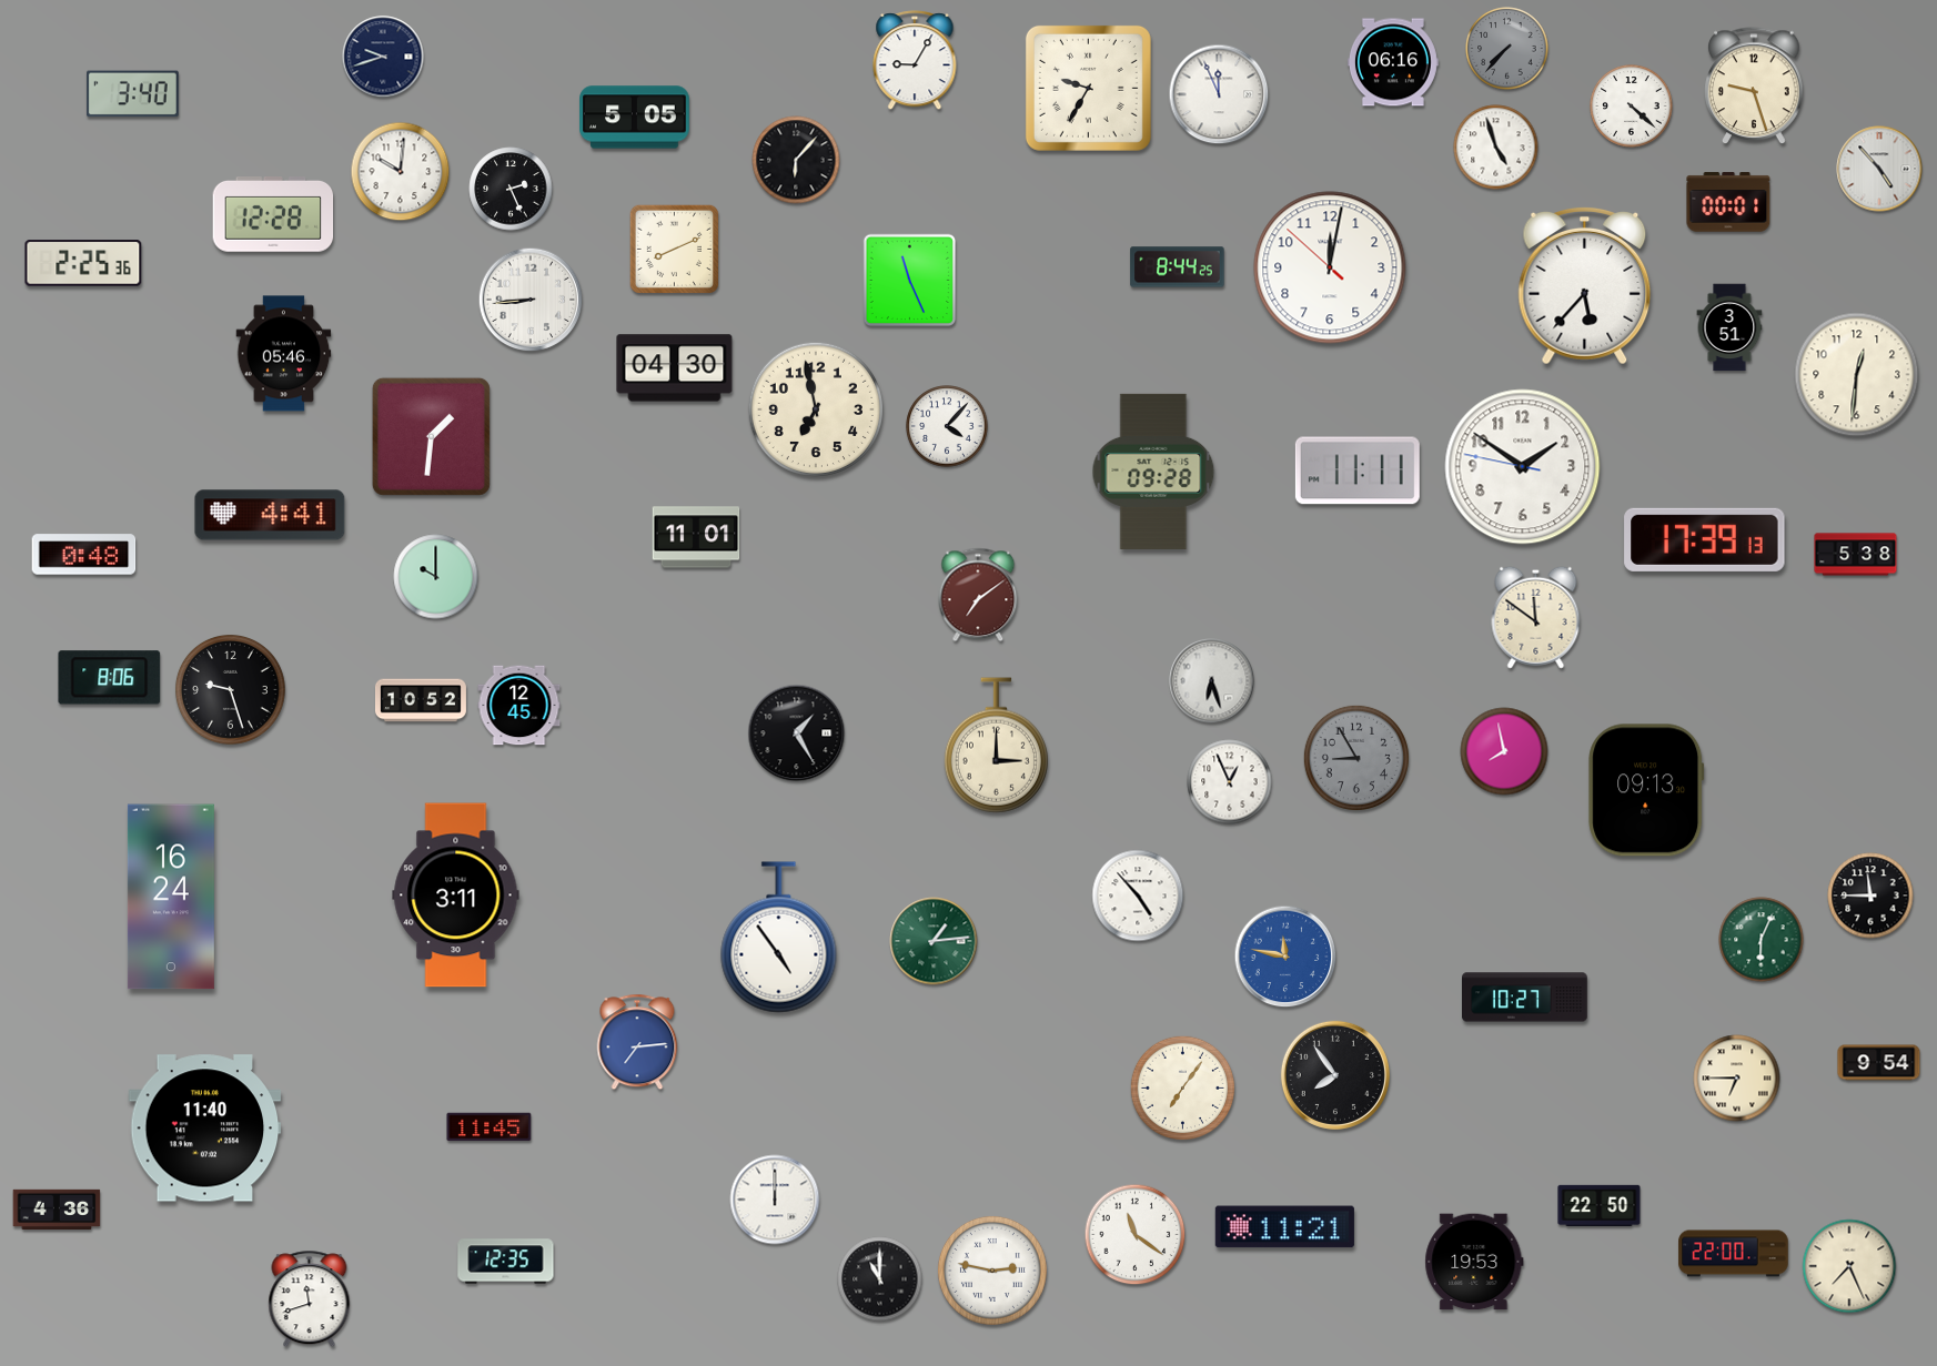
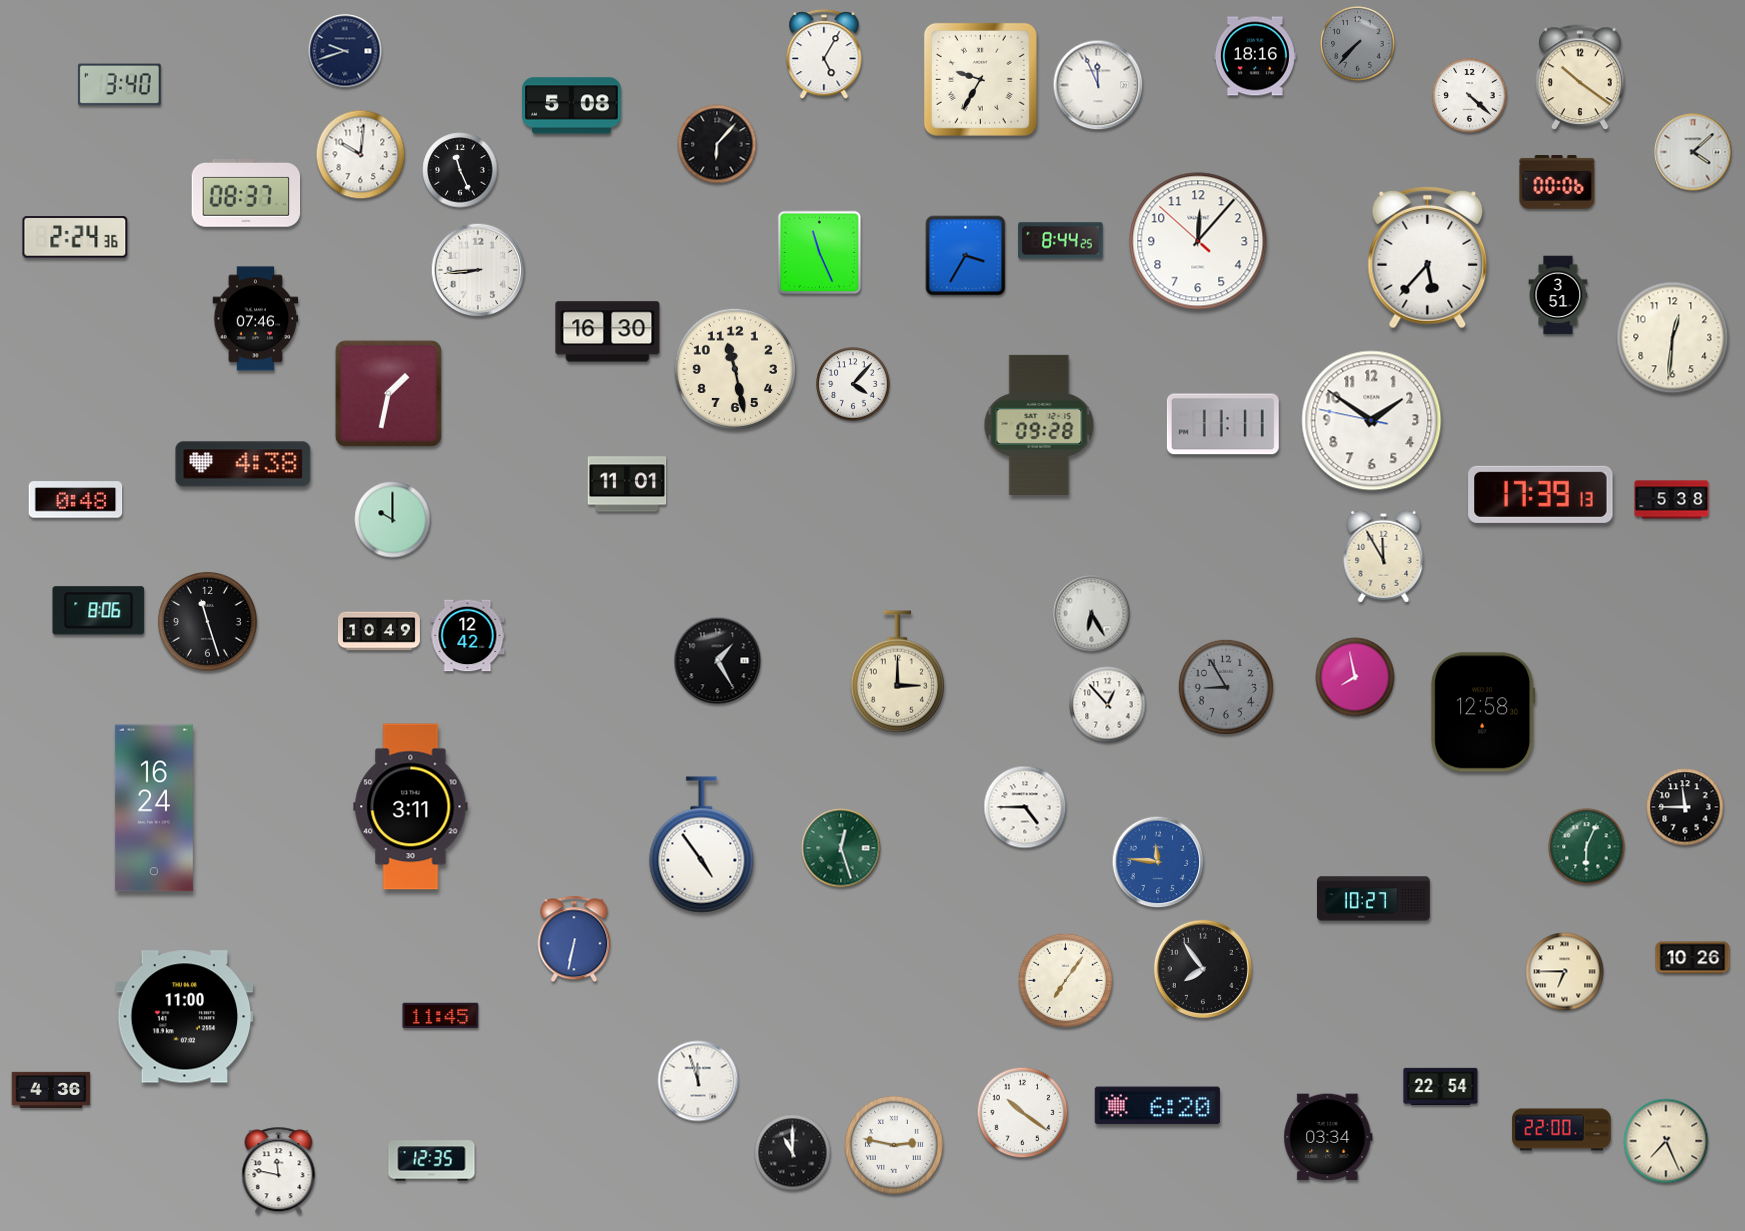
clock at (915, 61): 9:05 -> 5:05
clock at (1393, 62): 06:16 -> 18:16
clock at (1754, 87): 9:27 -> 10:21
clock at (635, 118): 5:05 -> 5:08
clock at (1496, 148): 4:57 -> none
clock at (1879, 169): 4:53 -> 4:08
clock at (511, 189): 2:26 -> 11:26
clock at (1728, 202): 00:01 -> 00:06
clock at (273, 215): 12:28 -> 08:37
clock at (674, 249): 8:11 -> none
clock at (83, 263): 2:25 -> 2:24
clock at (1330, 267): 12:01 -> 12:06
clock at (966, 256): none -> 3:35
clock at (284, 354): 05:46 -> 07:46
clock at (675, 368): 04:30 -> 16:30
clock at (816, 409): 6:58 -> 11:28
clock at (431, 436): 1:31 -> 1:32
clock at (270, 515): 4:41 -> 4:38
clock at (1705, 539) position: (1705, 539) -> (1541, 494)
clock at (978, 595): 7:09 -> none
clock at (1536, 617): 11:51 -> 11:55
clock at (1212, 681): 6:27 -> 6:25
clock at (230, 689): 9:27 -> 11:27
clock at (421, 700): 10:52 -> 10:49
clock at (519, 706): 12:45 -> 12:42
clock at (1356, 758) position: (1356, 758) -> (1226, 687)
clock at (1230, 782): 12:56 -> 12:53
clock at (1646, 790): 09:13 -> 12:58
clock at (1138, 896): 4:53 -> 4:45
clock at (934, 941): 1:14 -> 12:27
clock at (1285, 957): 11:47 -> 11:46
clock at (637, 1042): 7:14 -> 6:32
clock at (1879, 1063): 9:54 -> 10:26
clock at (205, 1129): 11:40 -> 11:00
clock at (775, 1200): 12:00 -> 11:57
clock at (1600, 1205): 22:50 -> 22:54
clock at (1284, 1227): 11:21 -> 6:20
clock at (1136, 1235): 11:21 -> 10:21
clock at (506, 1262) position: (506, 1262) -> (432, 1161)
clock at (1474, 1262): 19:53 -> 03:34
clock at (310, 1299): 11:42 -> 11:47
